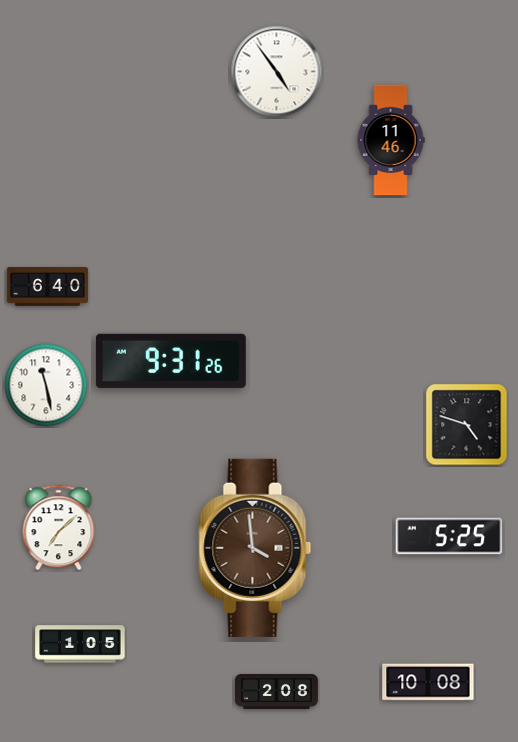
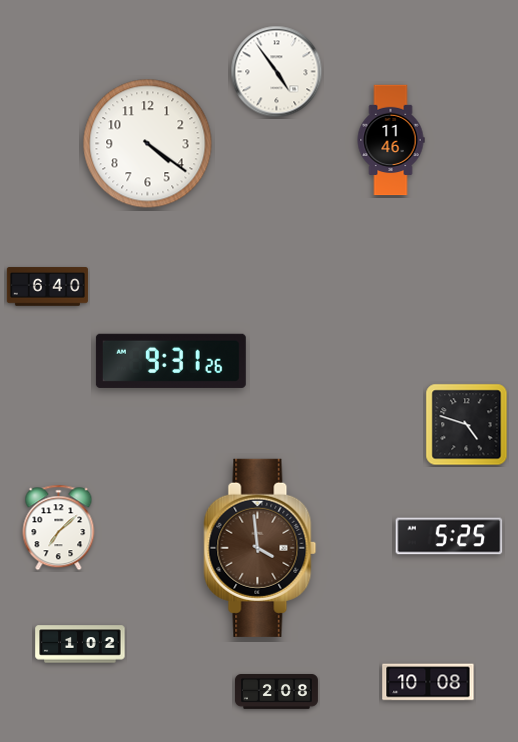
clock at (148, 144): none -> 4:21
clock at (46, 385): 11:28 -> none
clock at (255, 548) position: (255, 548) -> (260, 548)
clock at (80, 644): 1:05 -> 1:02
